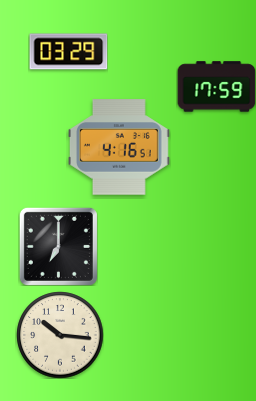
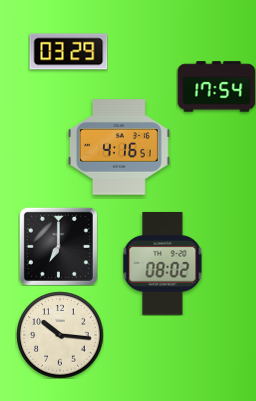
clock at (216, 87): 17:59 -> 17:54
clock at (163, 263): none -> 08:02
